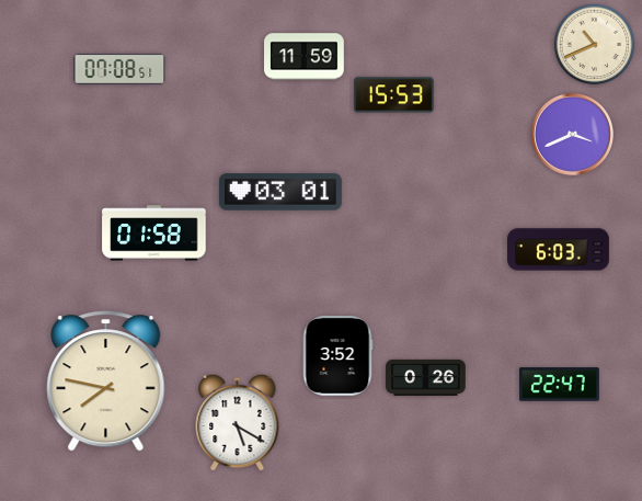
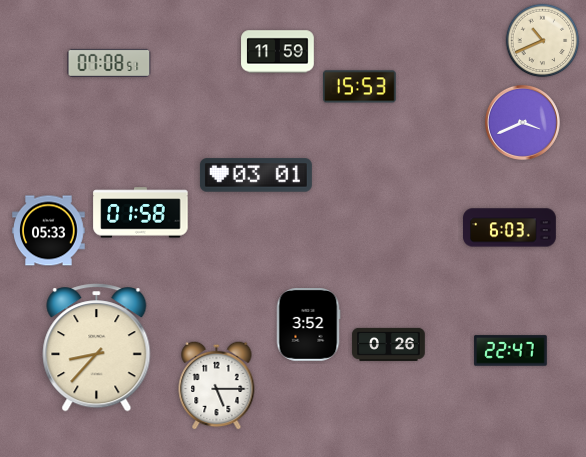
clock at (49, 231): none -> 05:33
clock at (106, 382): 7:47 -> 8:37
clock at (238, 422): 5:20 -> 5:15
